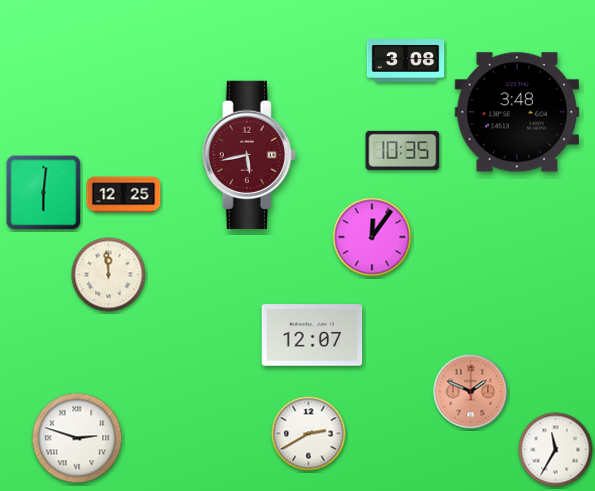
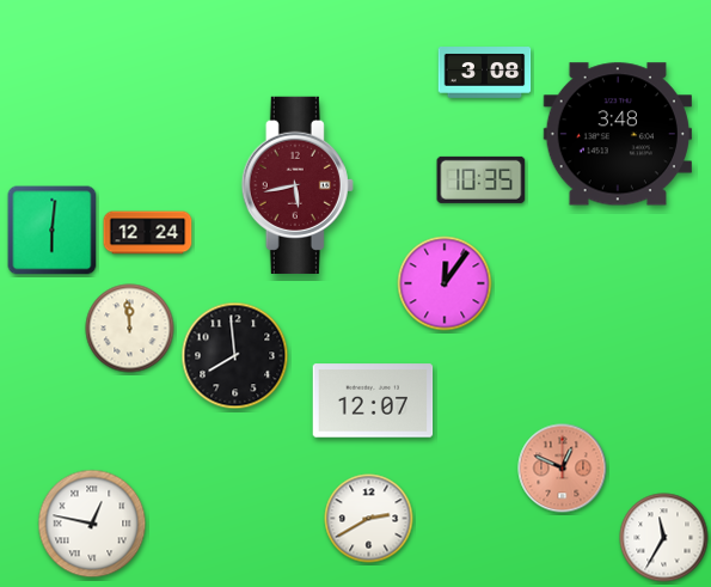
clock at (124, 195): 12:25 -> 12:24
clock at (235, 356): none -> 7:59
clock at (471, 392): 1:49 -> 12:49
clock at (77, 438): 2:48 -> 12:47
